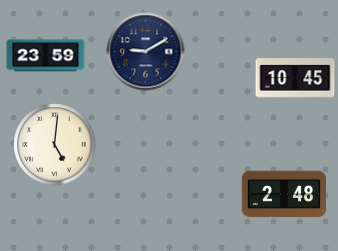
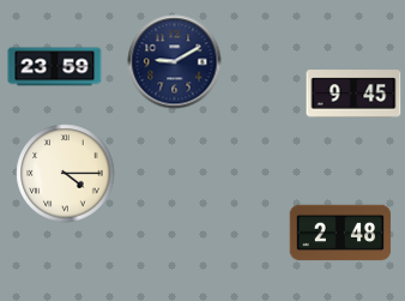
clock at (295, 78): 10:45 -> 9:45
clock at (55, 145): 5:01 -> 4:15
